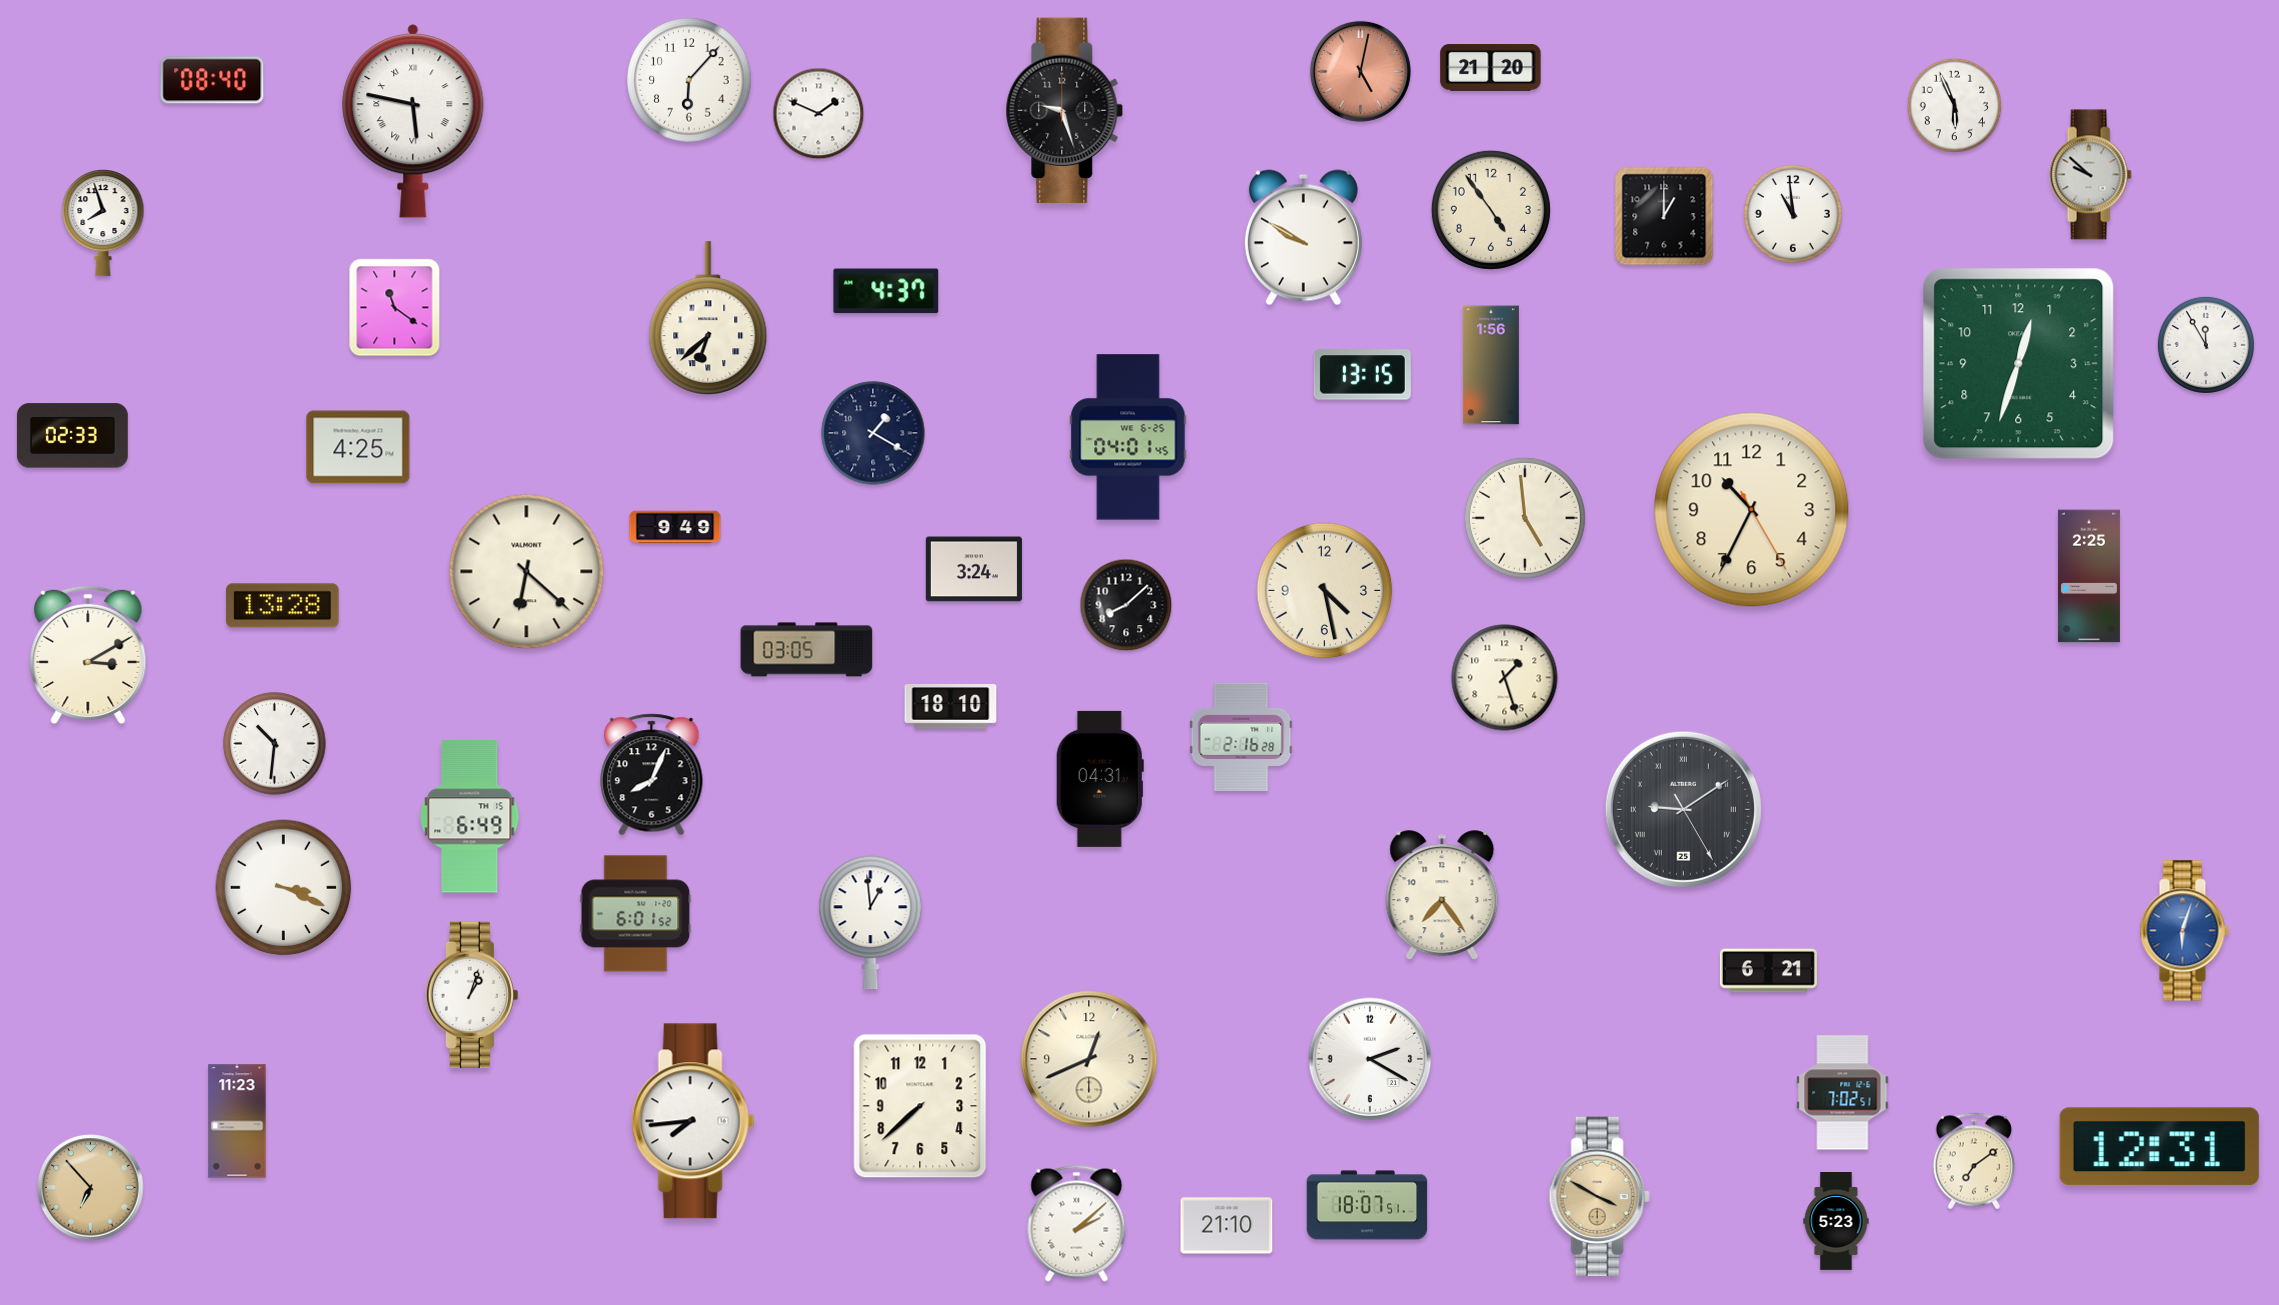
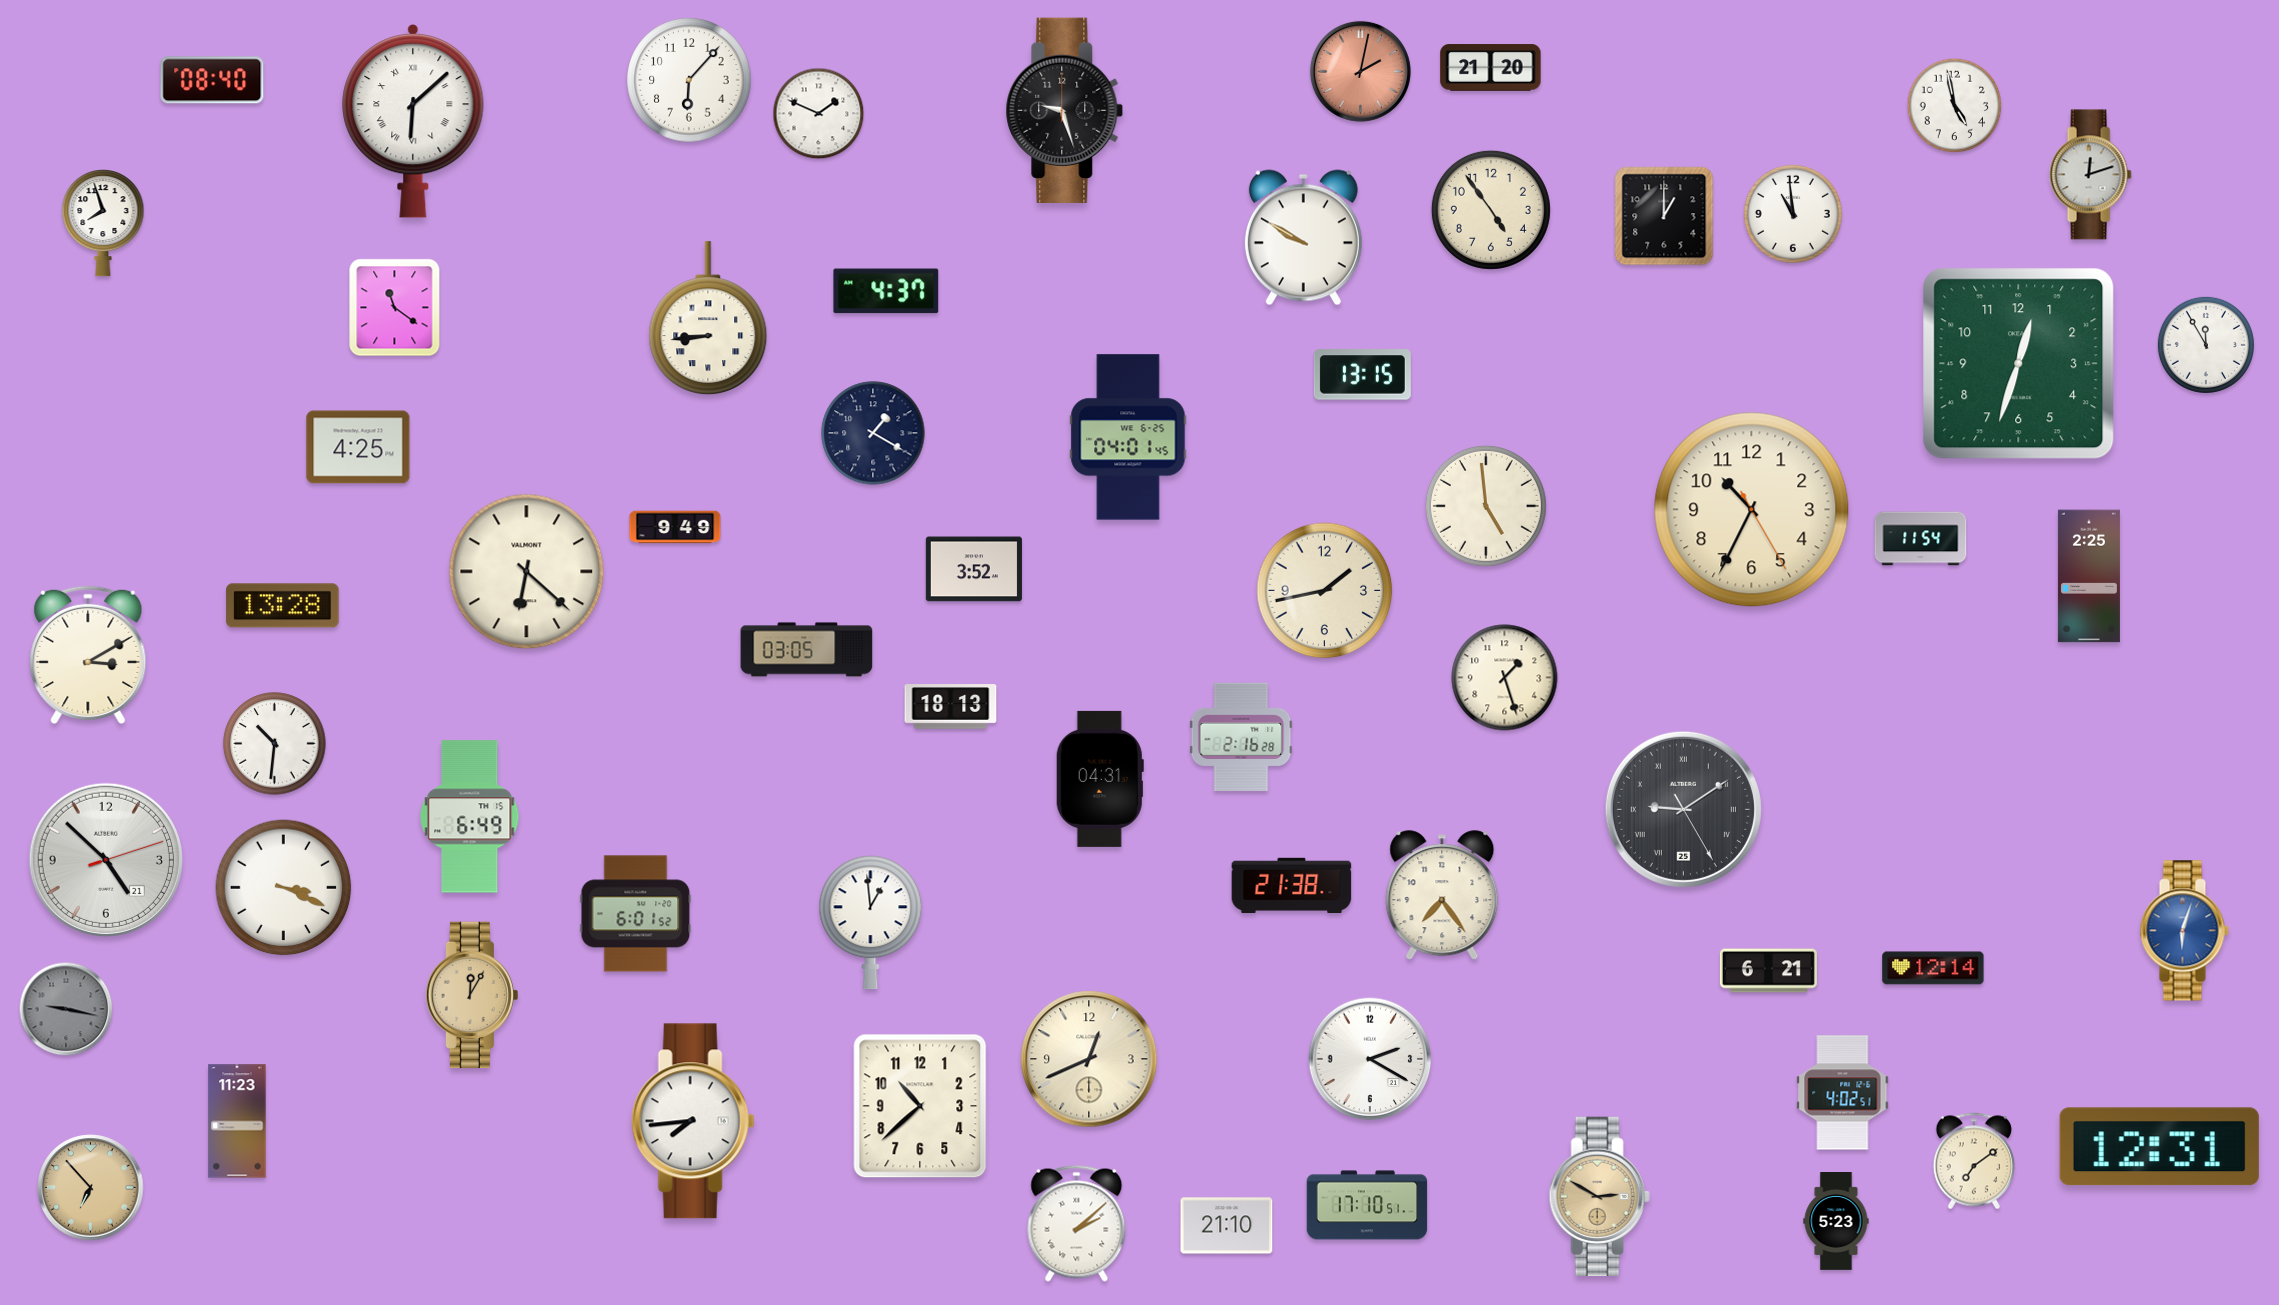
clock at (1360, 71): 5:02 -> 2:02
clock at (1955, 106): 5:56 -> 4:58
clock at (413, 121): 5:47 -> 6:08
clock at (2090, 175): 9:52 -> 12:12
clock at (708, 319): 6:38 -> 8:44
clock at (1491, 365): 1:56 -> none
clock at (72, 436): 02:33 -> none
clock at (1525, 518) position: (1525, 518) -> (1486, 506)
clock at (1921, 539): none -> 11:54
clock at (974, 569): 3:24 -> 3:52
clock at (1325, 591): 4:28 -> 1:43
clock at (1126, 605): 8:08 -> none
clock at (951, 707): 18:10 -> 18:13
clock at (652, 775): 8:04 -> none
clock at (106, 860): none -> 4:52
clock at (1292, 886): none -> 21:38
clock at (1933, 968): none -> 12:14
clock at (472, 995): 1:03 -> 12:05
clock at (472, 995) dial: white -> champagne
clock at (66, 1009): none -> 9:17
clock at (1843, 1093): 7:02 -> 4:02
clock at (920, 1106): 7:38 -> 10:38
clock at (1599, 1197): 3:50 -> 2:50
clock at (1367, 1205): 18:07 -> 17:10
